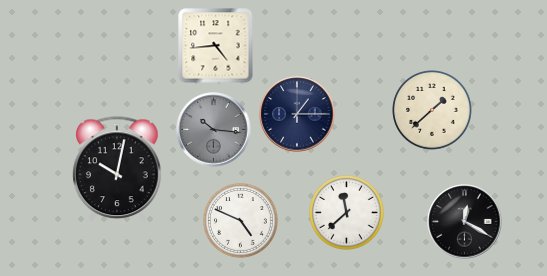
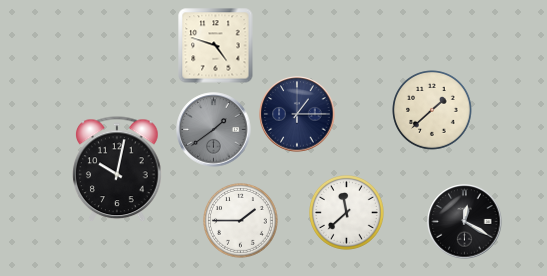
clock at (216, 46): 4:44 -> 4:48
clock at (214, 130): 10:16 -> 1:39
clock at (241, 221): 4:49 -> 1:45
